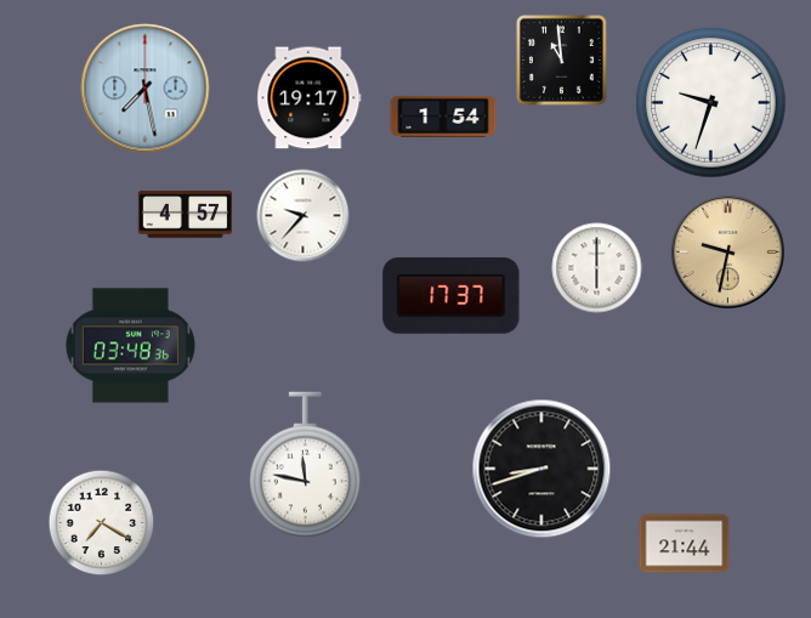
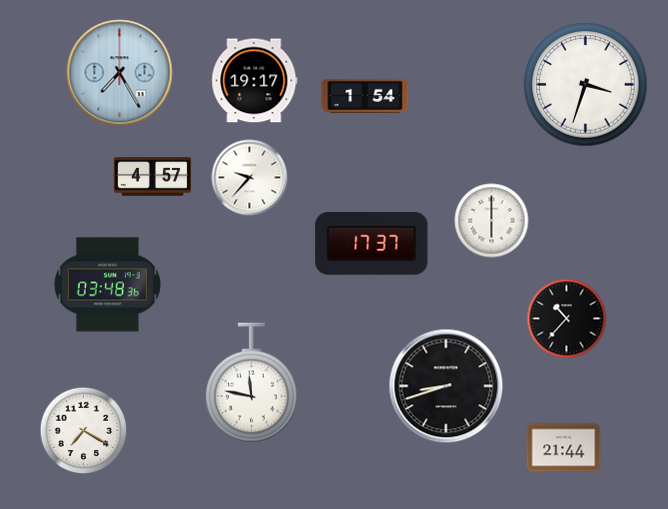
clock at (561, 59): 10:59 -> none
clock at (146, 89): 7:28 -> 7:25
clock at (711, 103): 9:33 -> 3:33
clock at (727, 251): 9:32 -> none
clock at (567, 319): none -> 10:37
